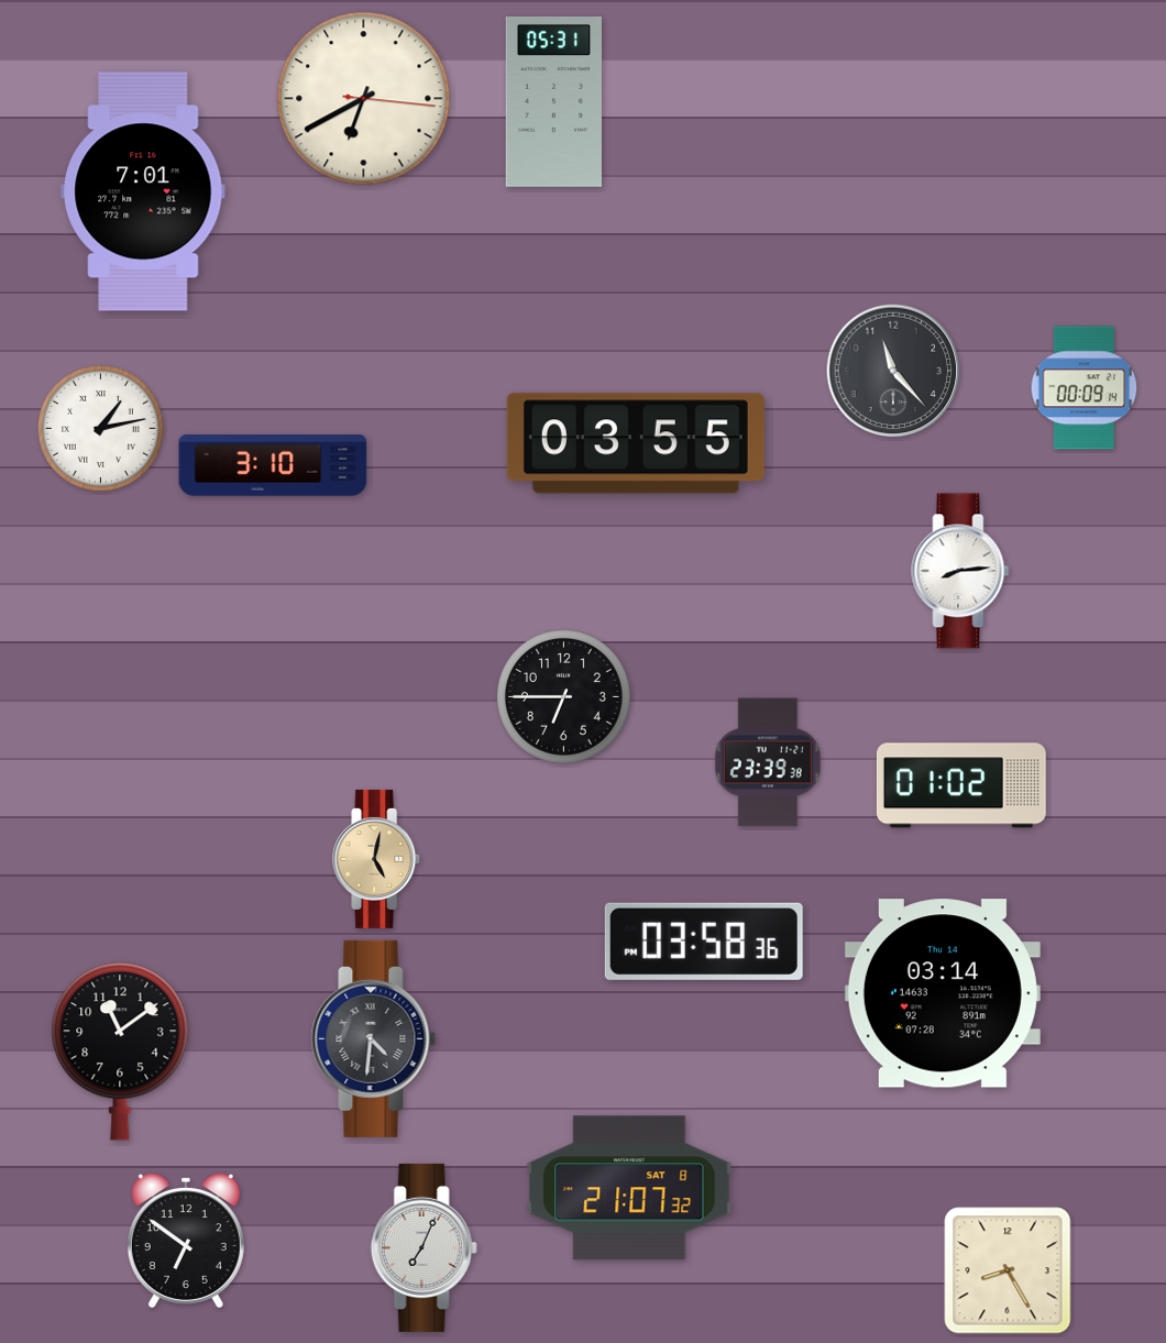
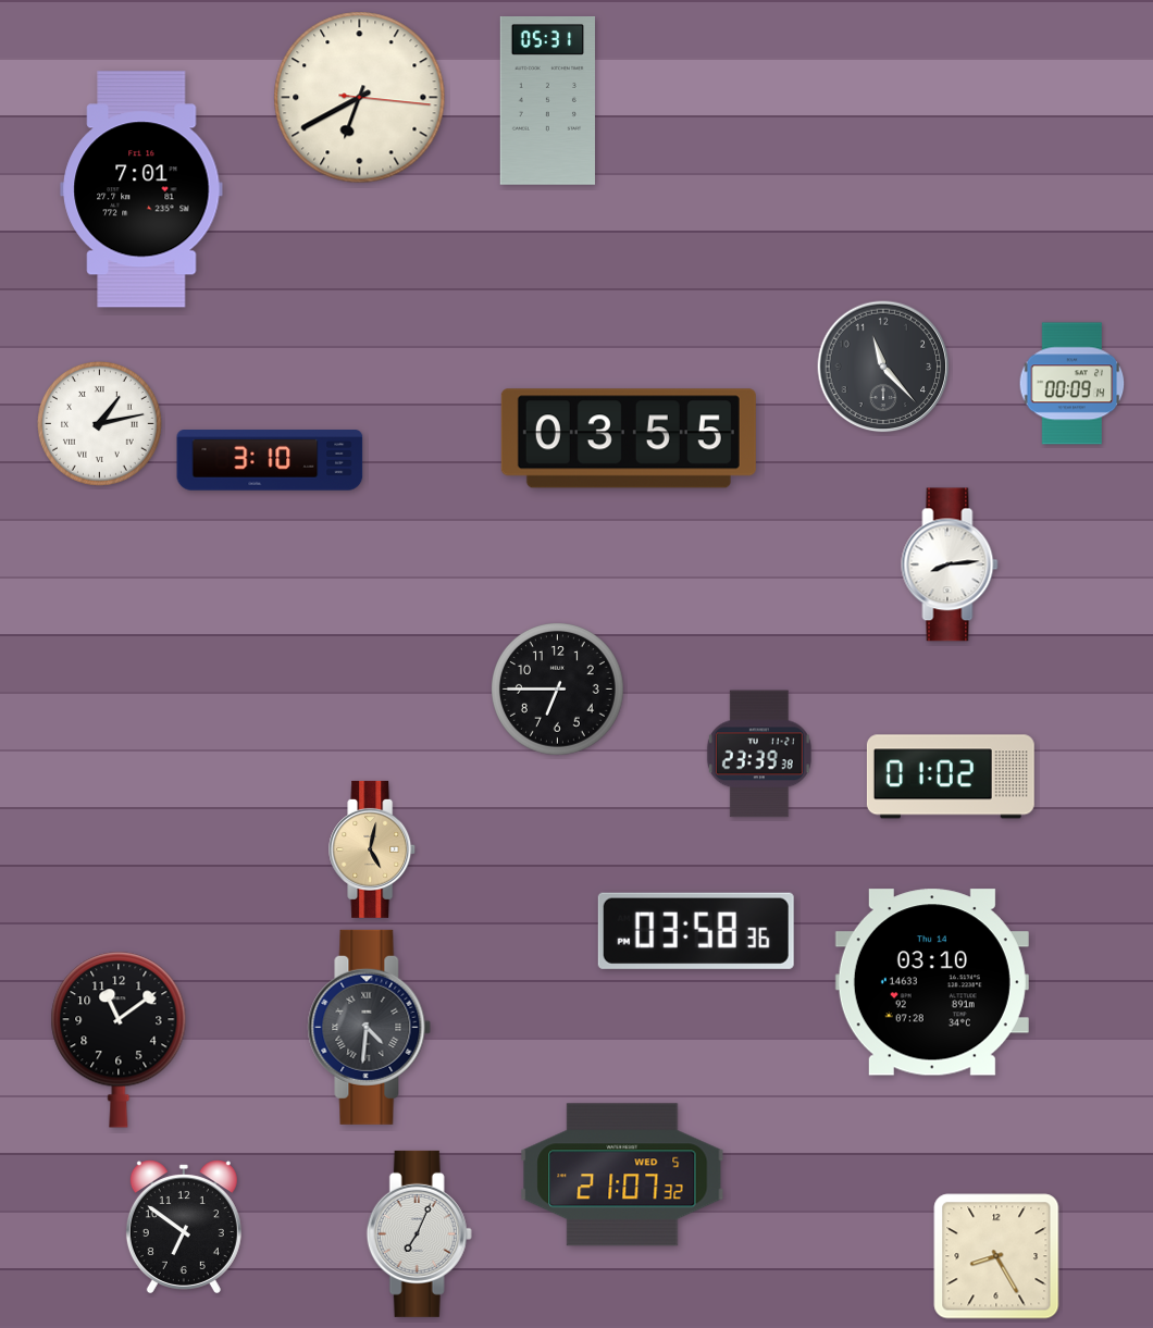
clock at (943, 993): 03:14 -> 03:10
clock at (629, 1188) date: SAT 8 -> WED 5
